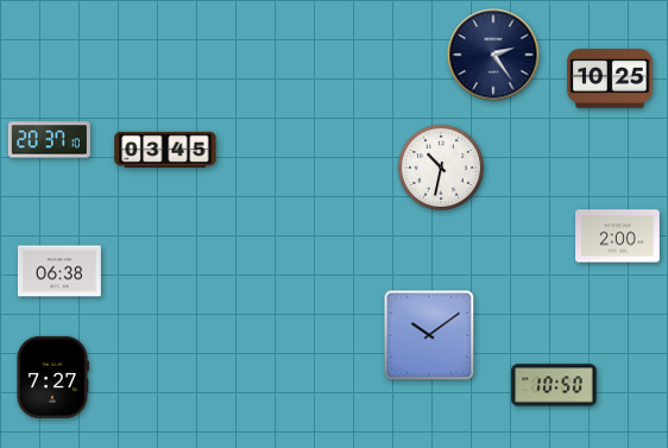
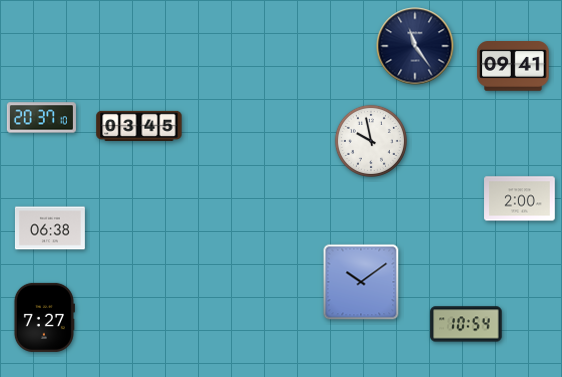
clock at (493, 55): 2:24 -> 11:24
clock at (610, 78): 10:25 -> 09:41
clock at (441, 168): 10:32 -> 9:58
clock at (554, 385): 10:50 -> 10:54
